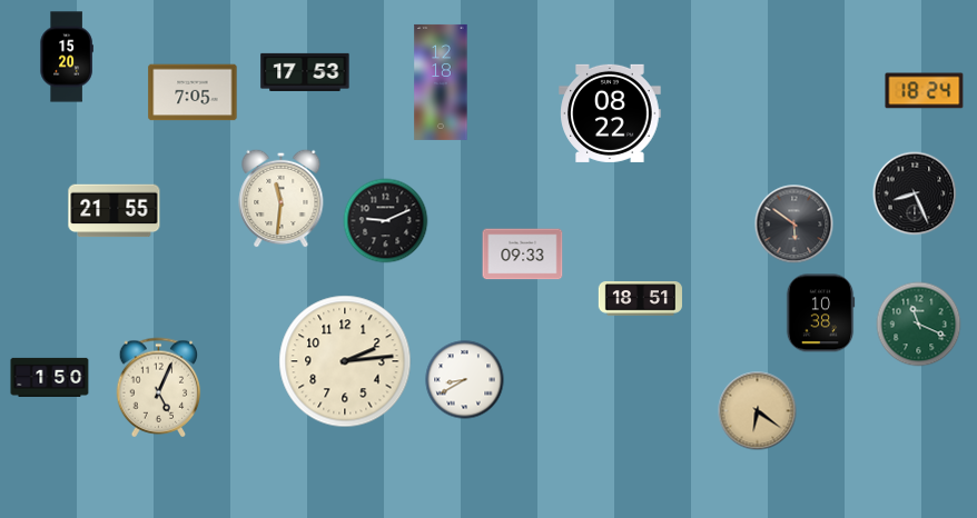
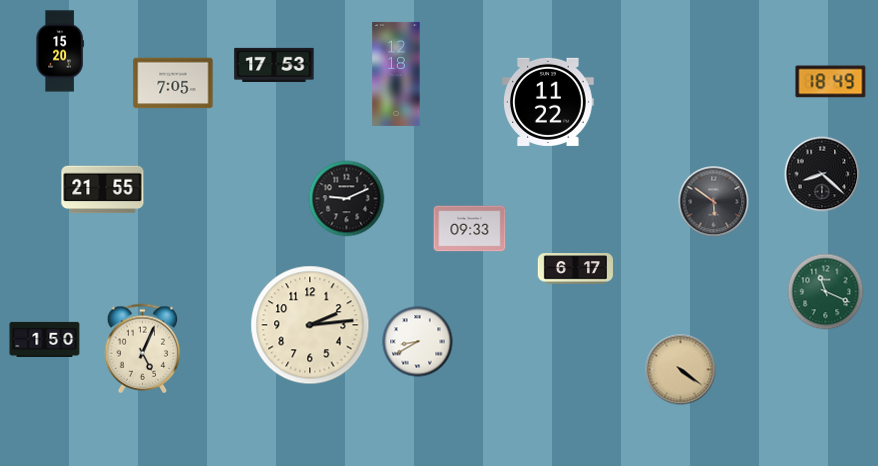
clock at (925, 91): 18:24 -> 18:49
clock at (610, 113): 08:22 -> 11:22
clock at (915, 193): 8:26 -> 8:22
clock at (282, 198): 11:31 -> none
clock at (640, 299): 18:51 -> 6:17
clock at (820, 313): 10:38 -> none
clock at (758, 411): 6:21 -> 4:21
